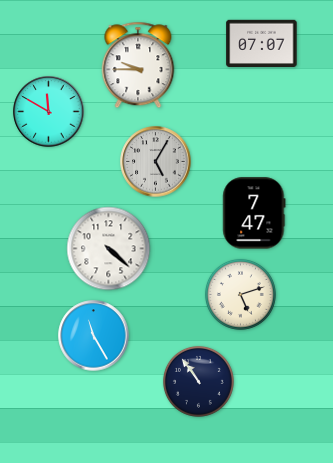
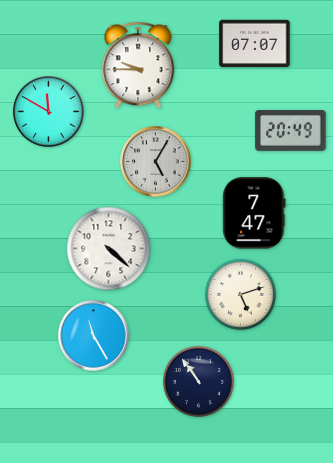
clock at (262, 44) position: (262, 44) -> (255, 44)
clock at (291, 131): none -> 20:49
